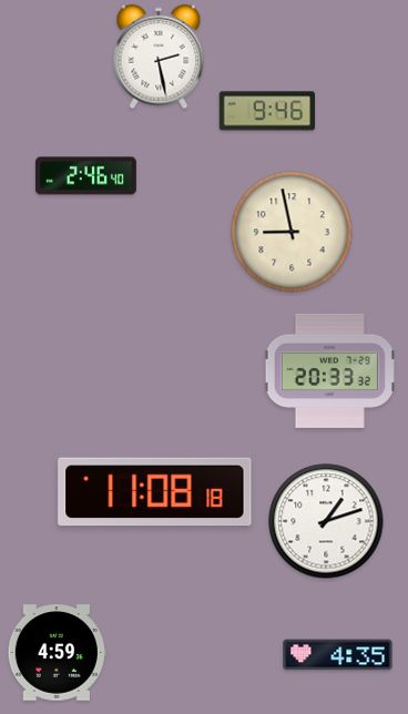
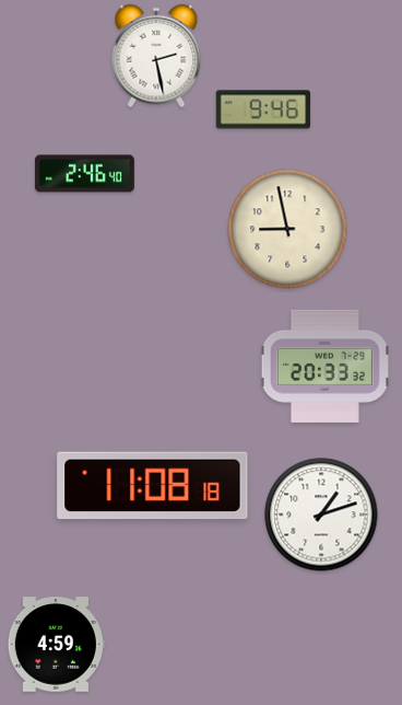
clock at (338, 655): 4:35 -> none
